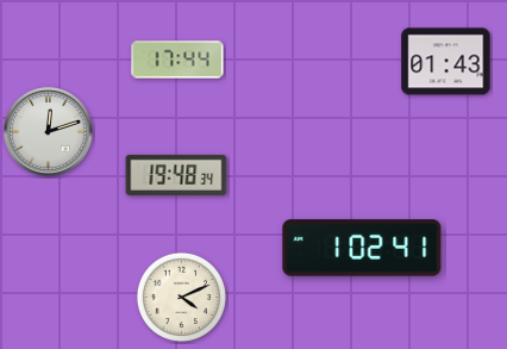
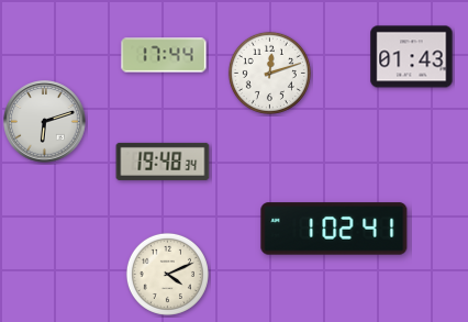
clock at (269, 73): none -> 12:12
clock at (49, 132): 12:12 -> 6:12
